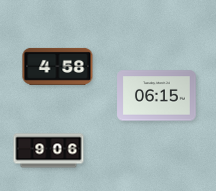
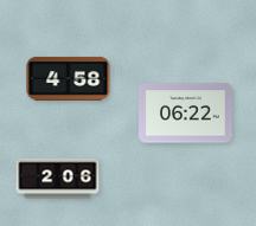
clock at (157, 96): 06:15 -> 06:22
clock at (49, 151): 9:06 -> 2:06
